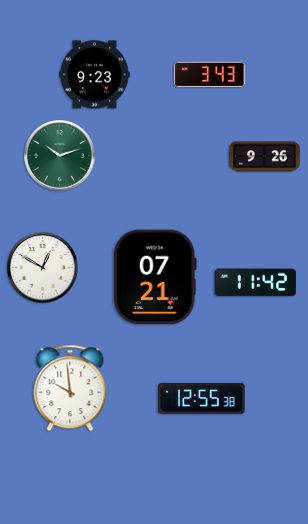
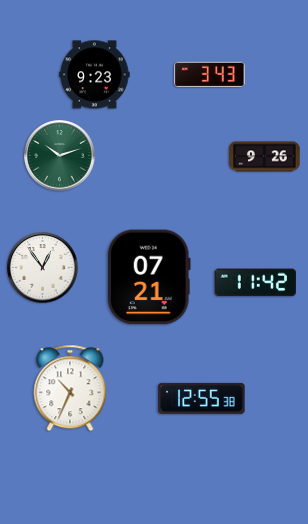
clock at (43, 268): 12:50 -> 12:54
clock at (155, 277) position: (155, 277) -> (149, 277)
clock at (70, 388): 9:59 -> 10:34
